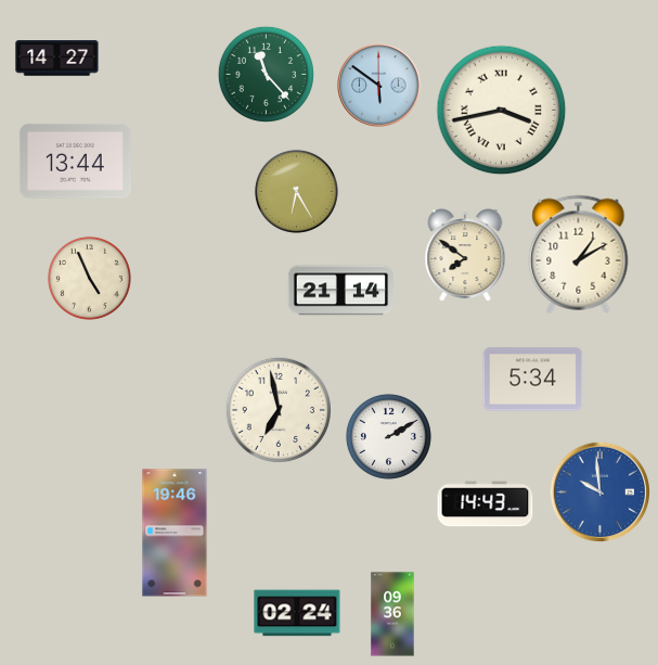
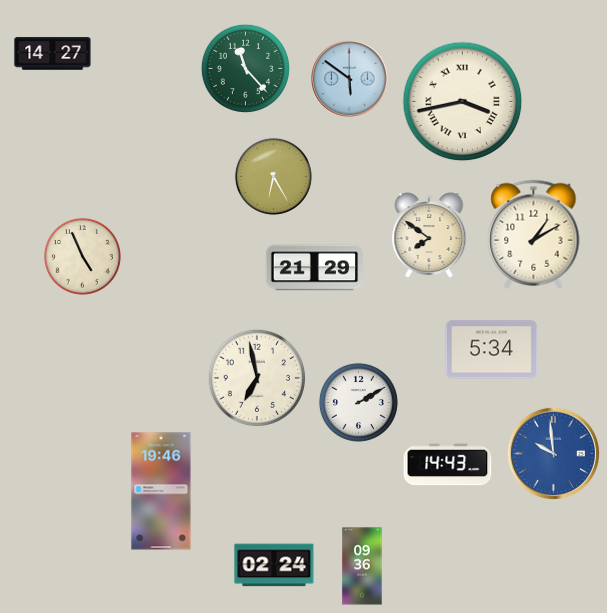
clock at (75, 161): 13:44 -> none
clock at (340, 291): 21:14 -> 21:29
